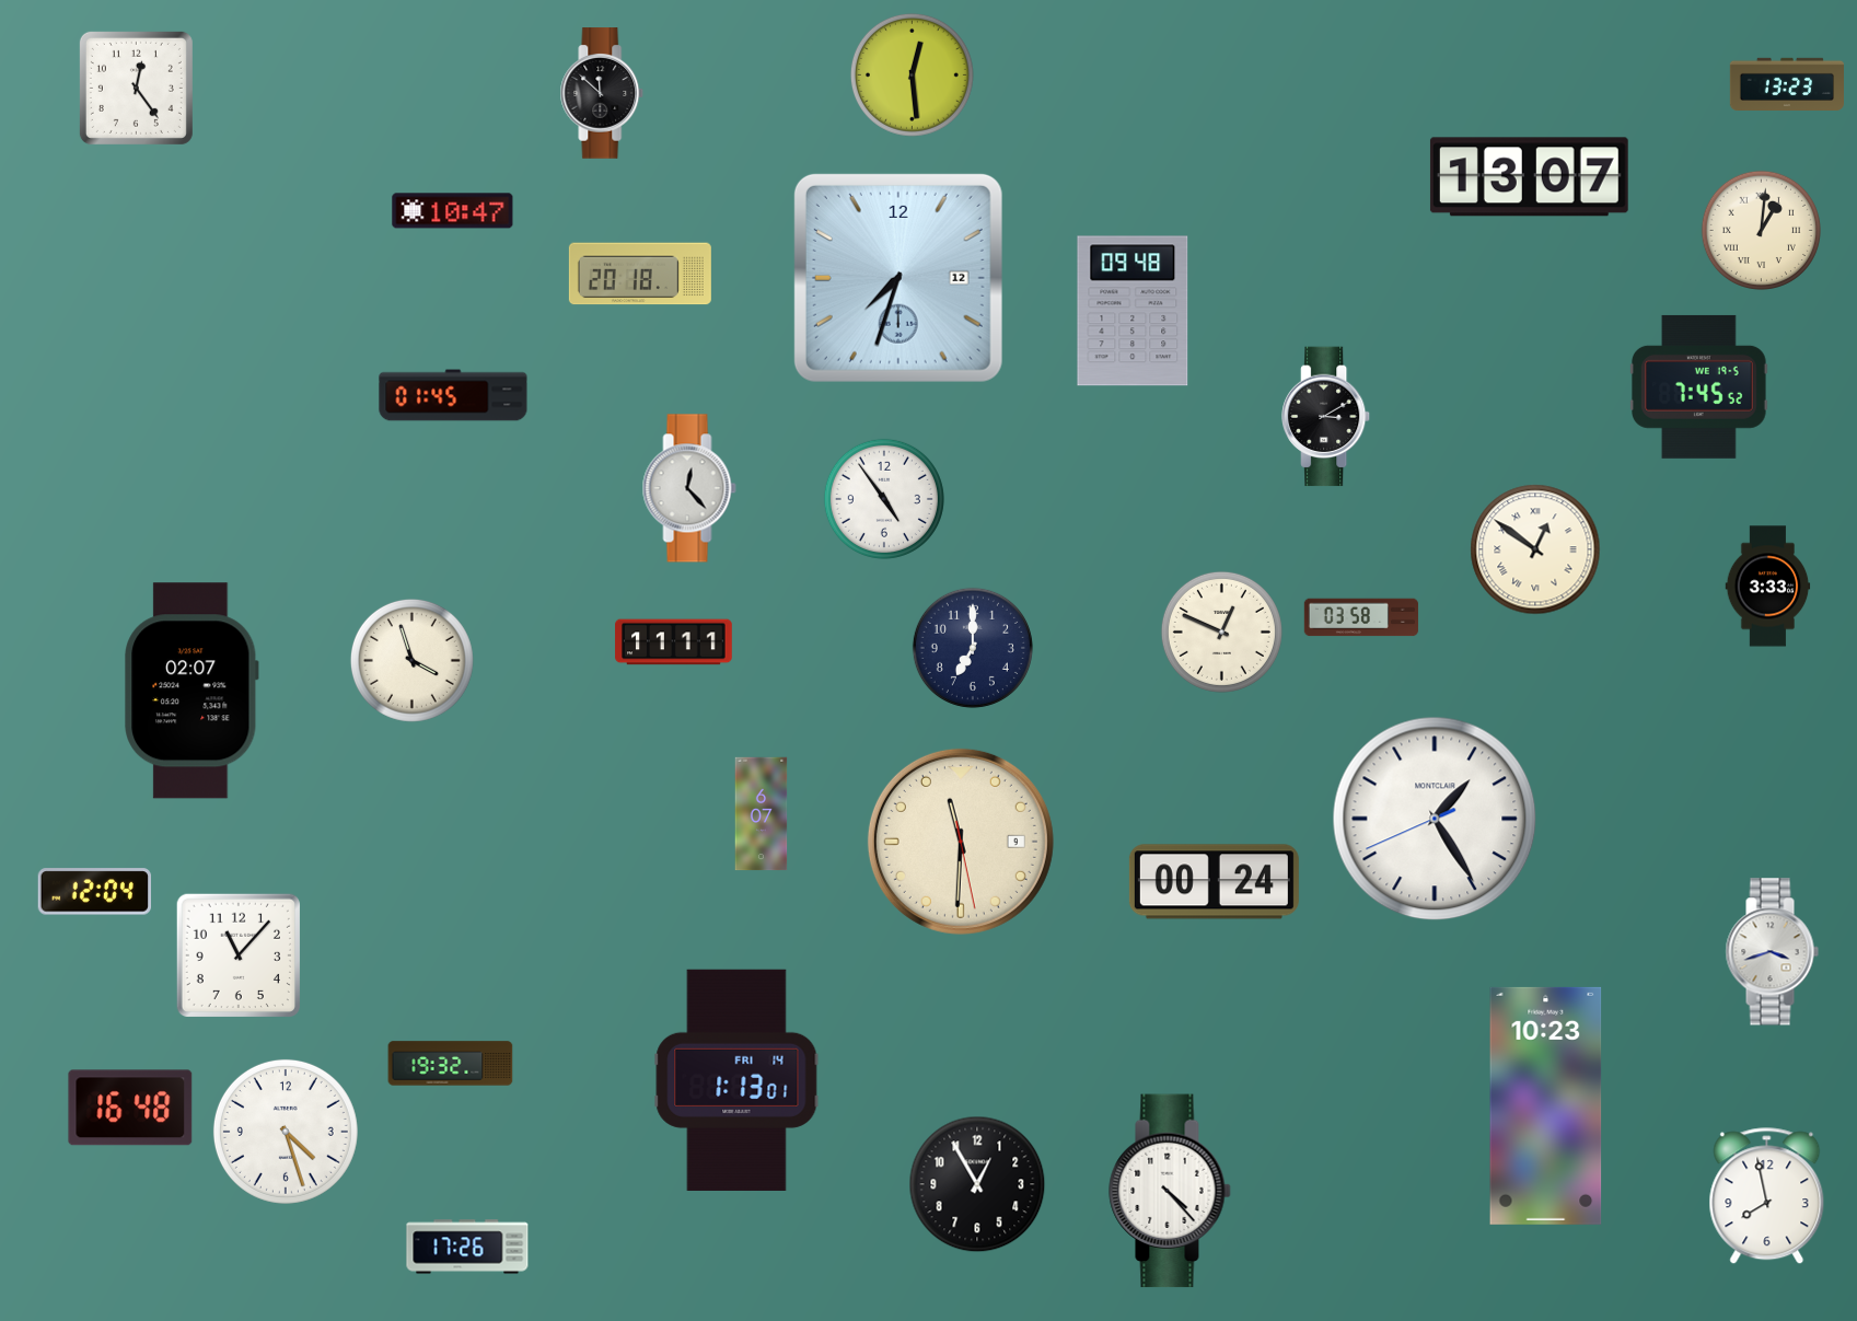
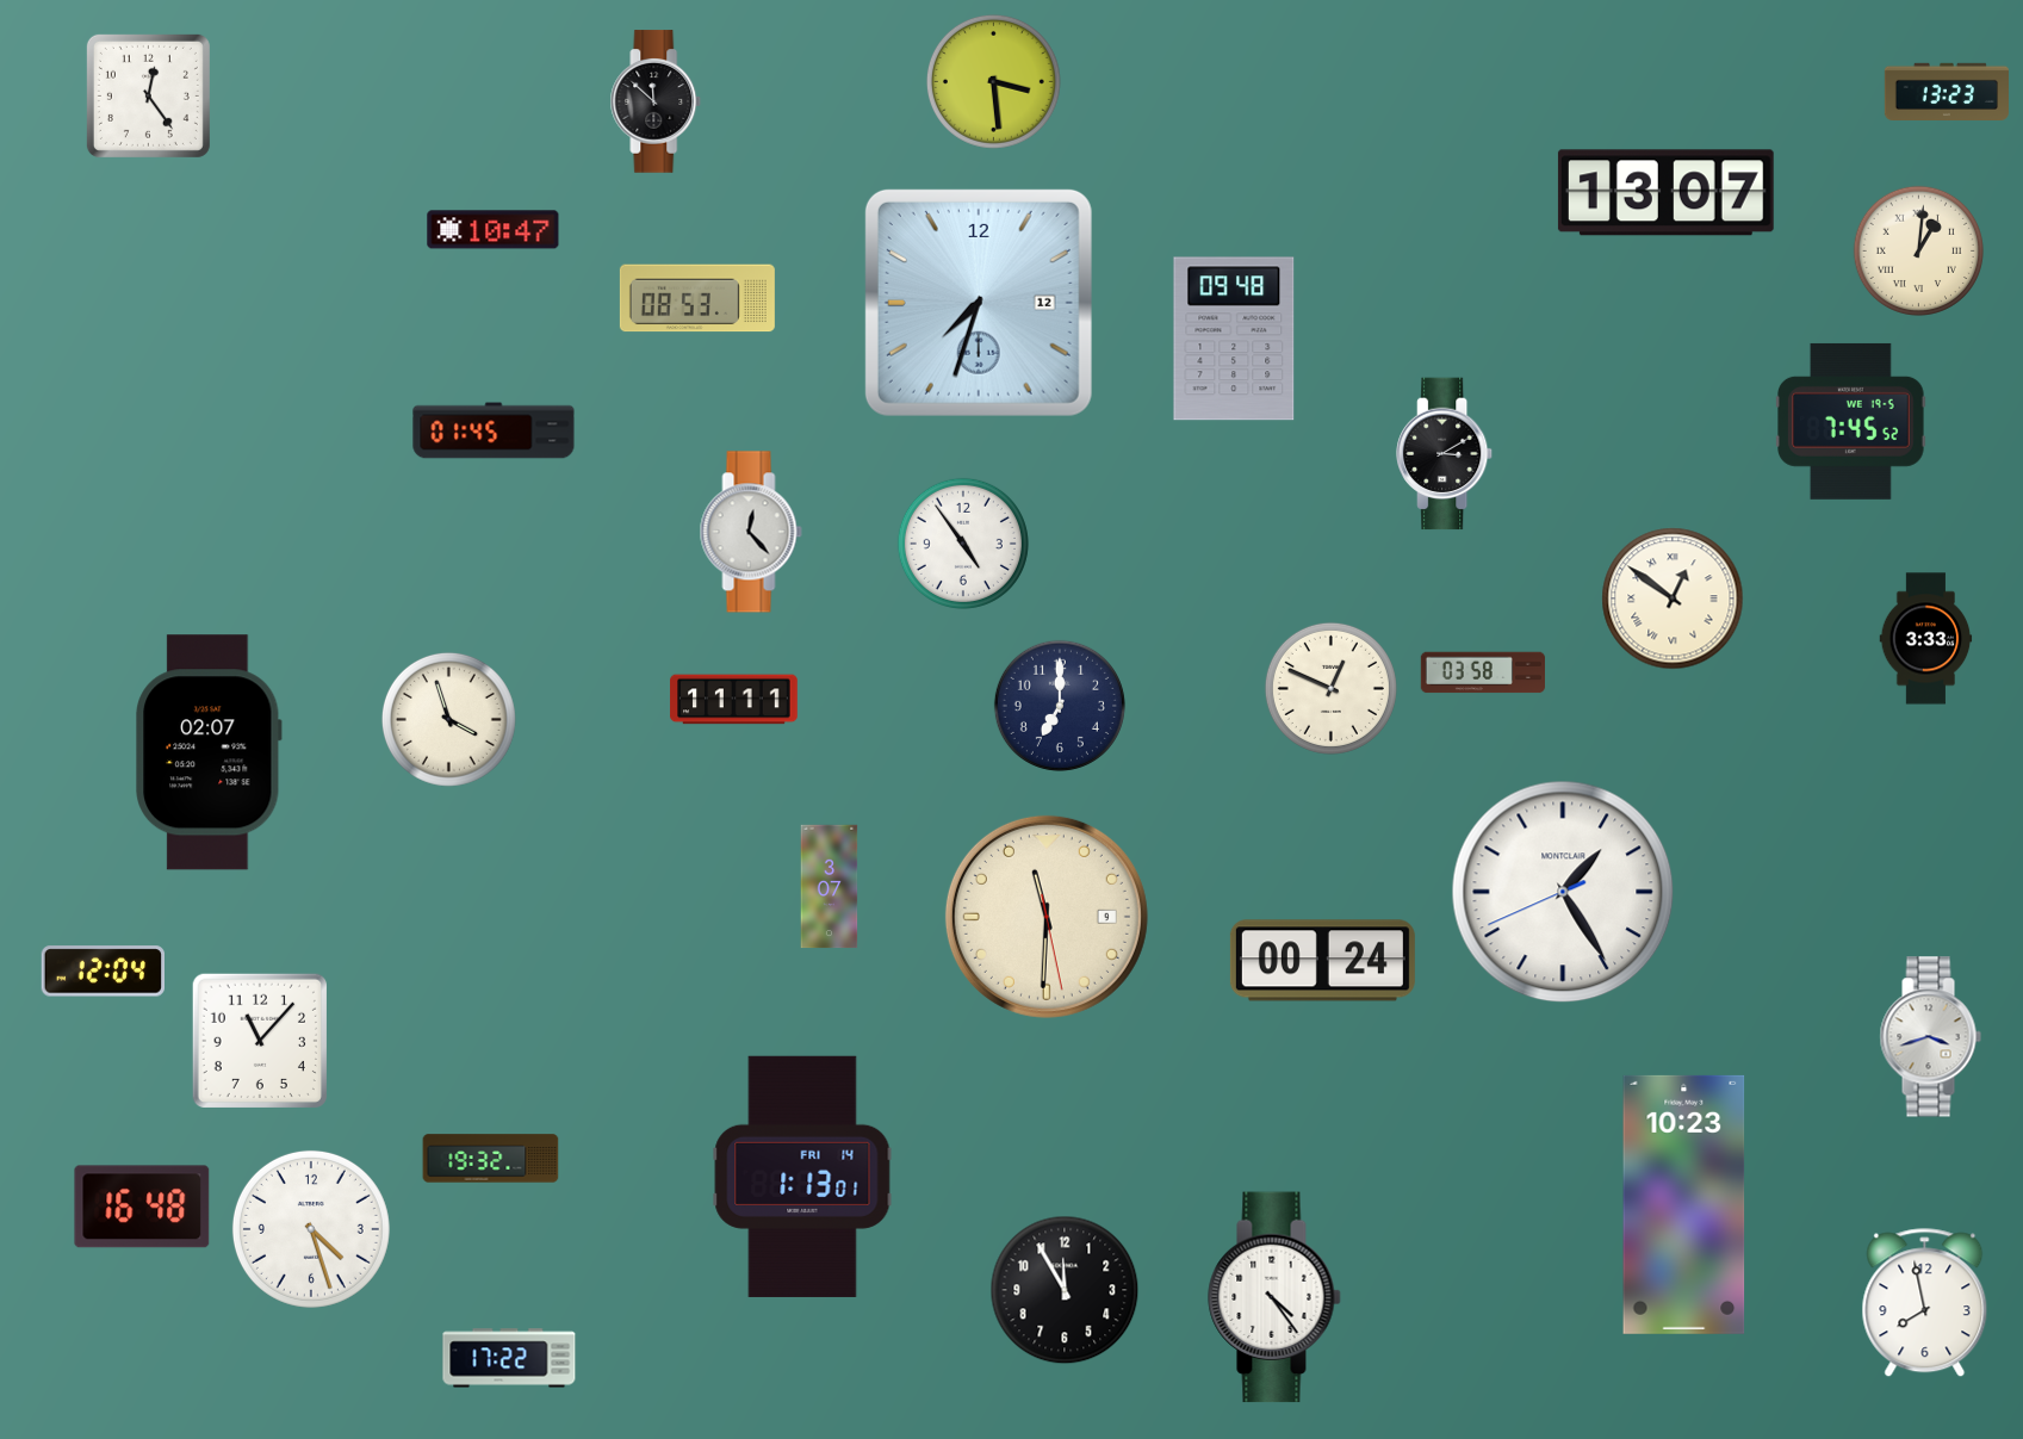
clock at (912, 74): 12:29 -> 3:29
clock at (640, 274): 20:18 -> 08:53
clock at (762, 814): 6:07 -> 3:07
clock at (286, 1132) position: (286, 1132) -> (311, 1229)
clock at (977, 1184): 12:55 -> 11:55
clock at (1170, 1191): 4:23 -> 4:24
clock at (467, 1247): 17:26 -> 17:22
